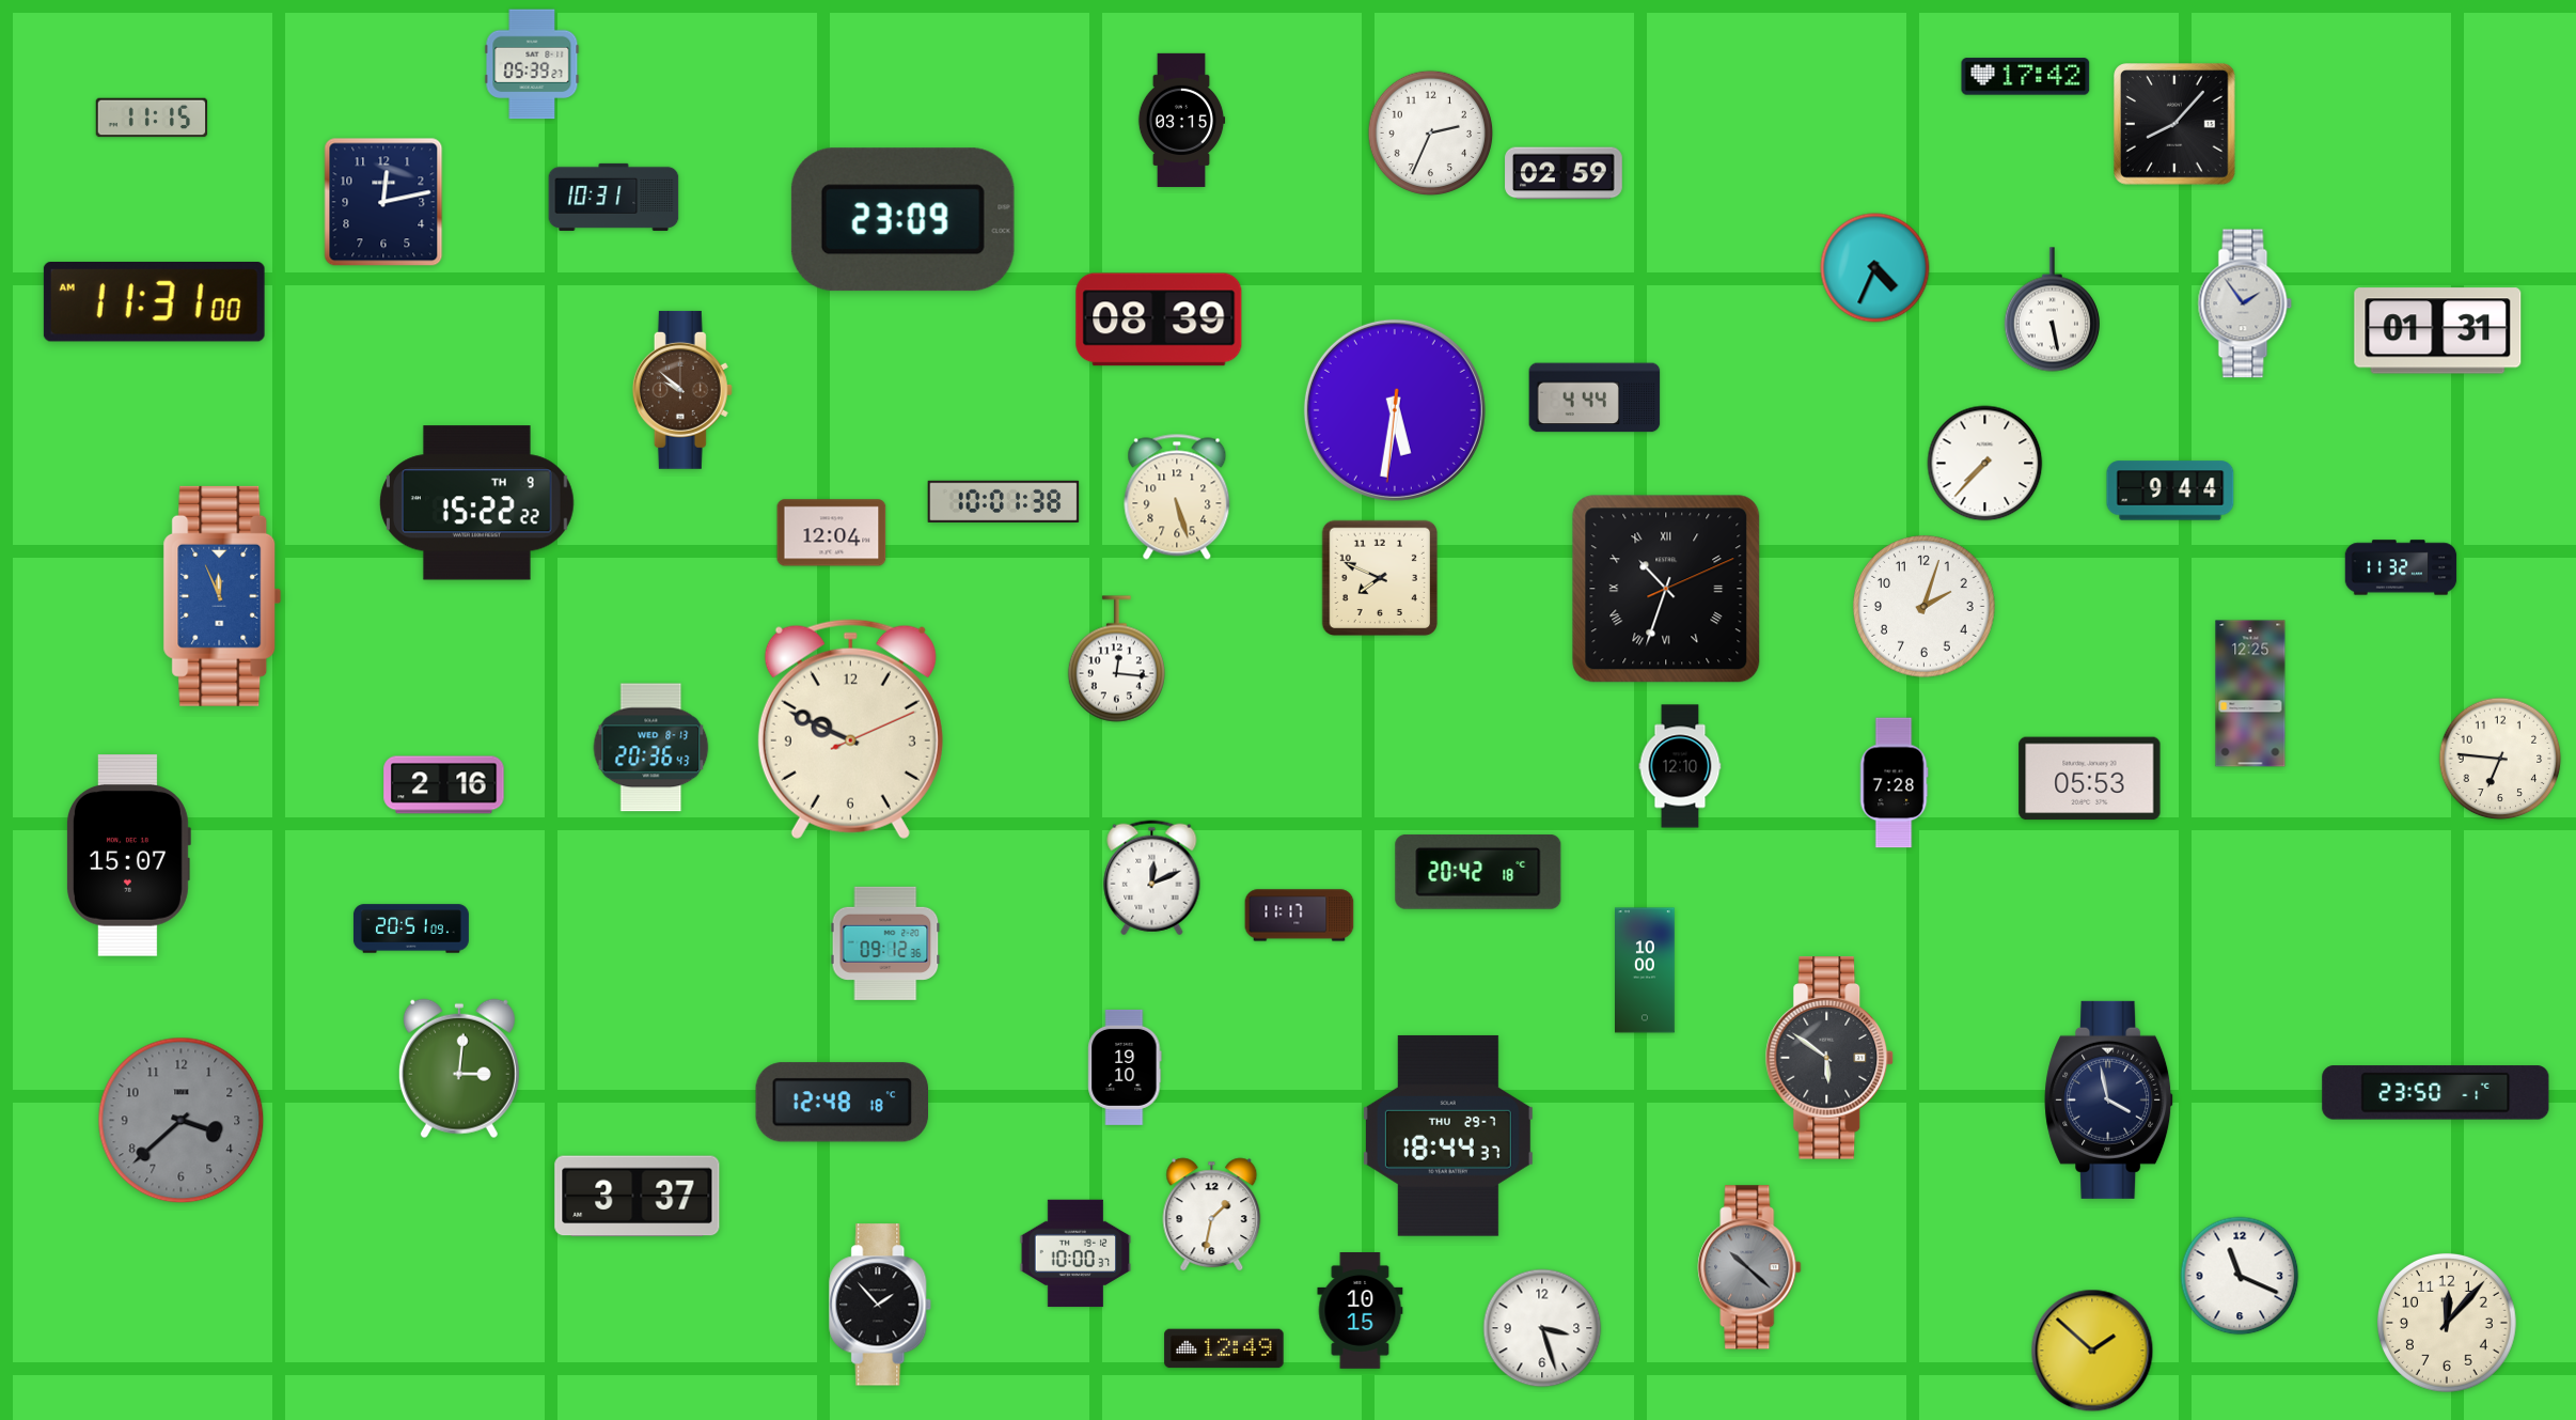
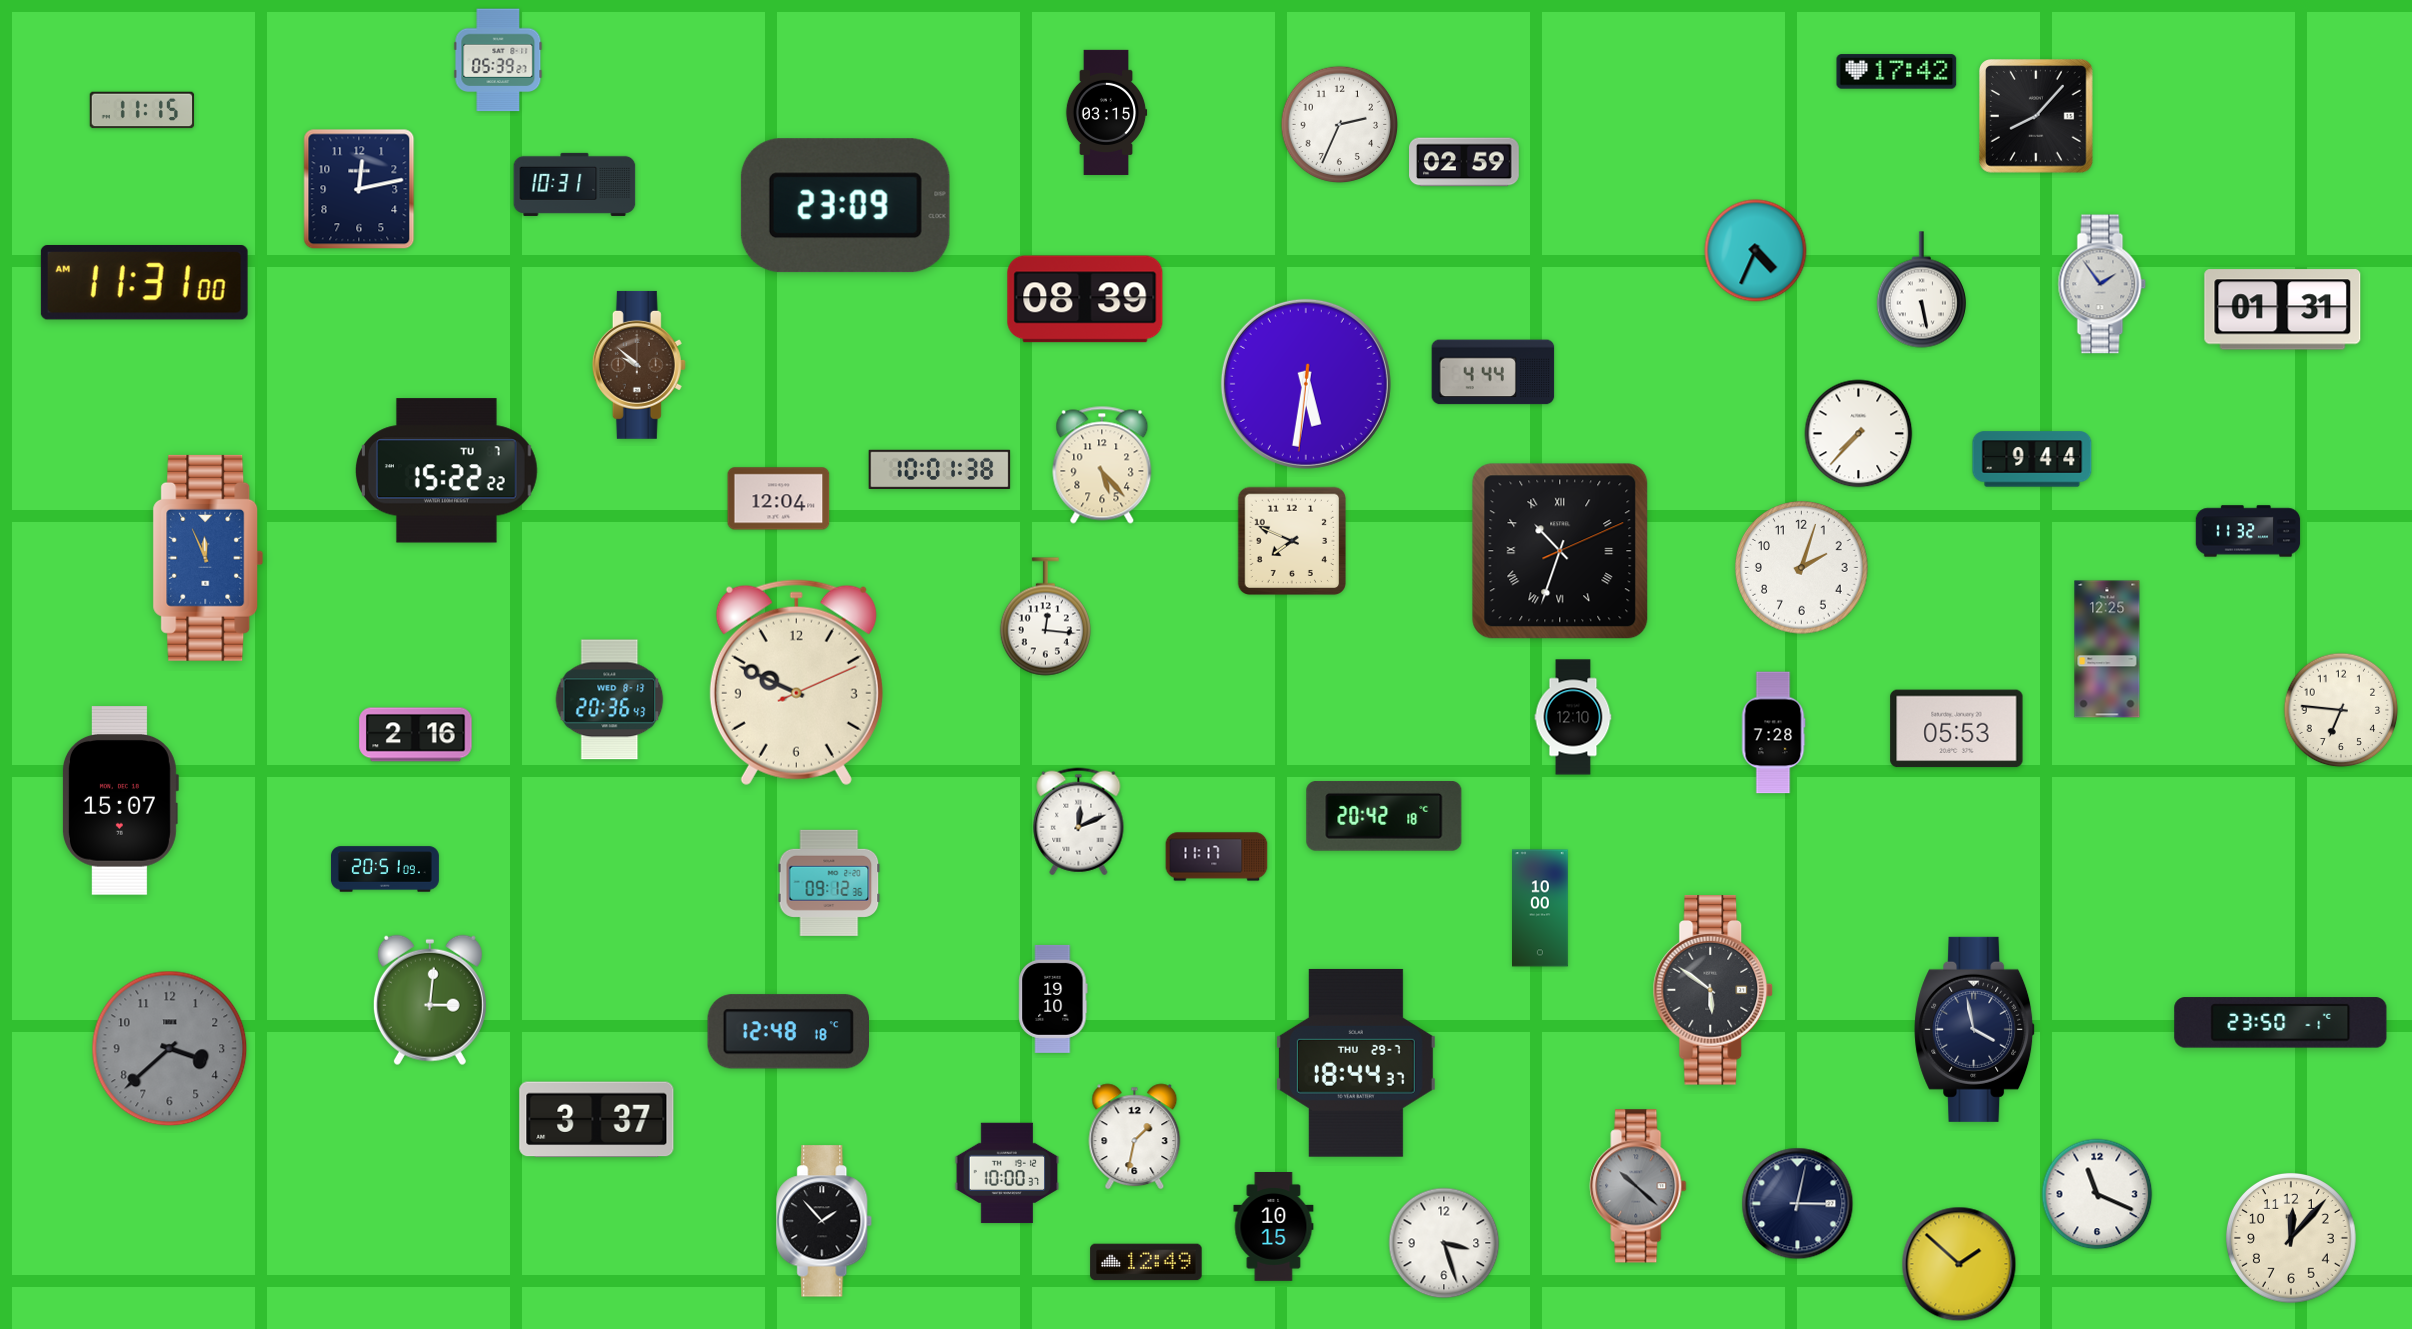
clock at (1177, 497): 5:27 -> 5:23
clock at (477, 503) date: TH 9 -> TU 7
clock at (1798, 1204): none -> 3:02
